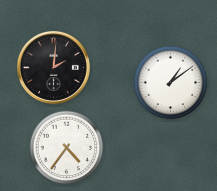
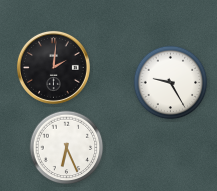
clock at (171, 83): 1:09 -> 9:25
clock at (67, 148): 4:36 -> 6:26
